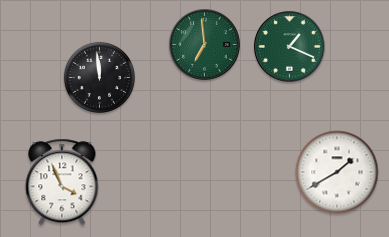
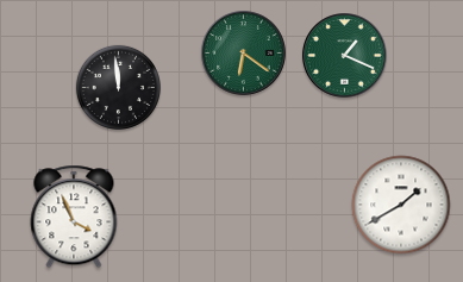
clock at (205, 45): 6:59 -> 6:21
clock at (99, 77) position: (99, 77) -> (118, 87)
